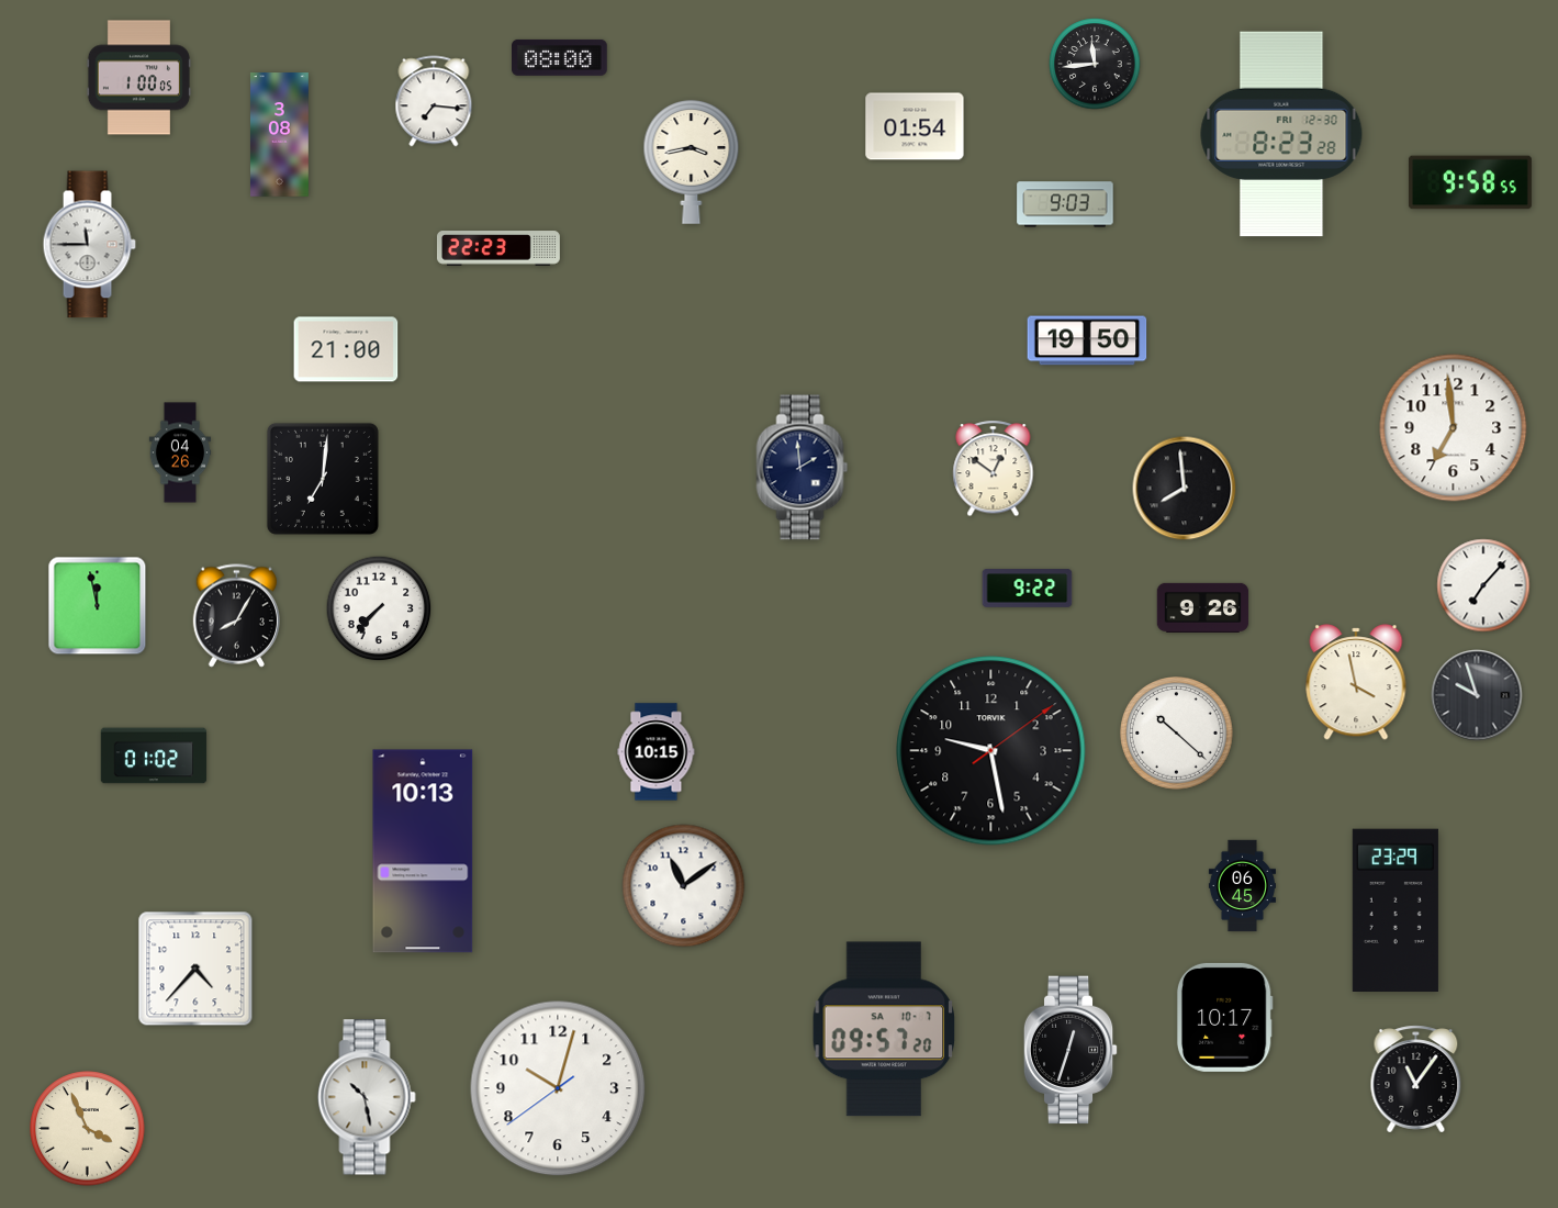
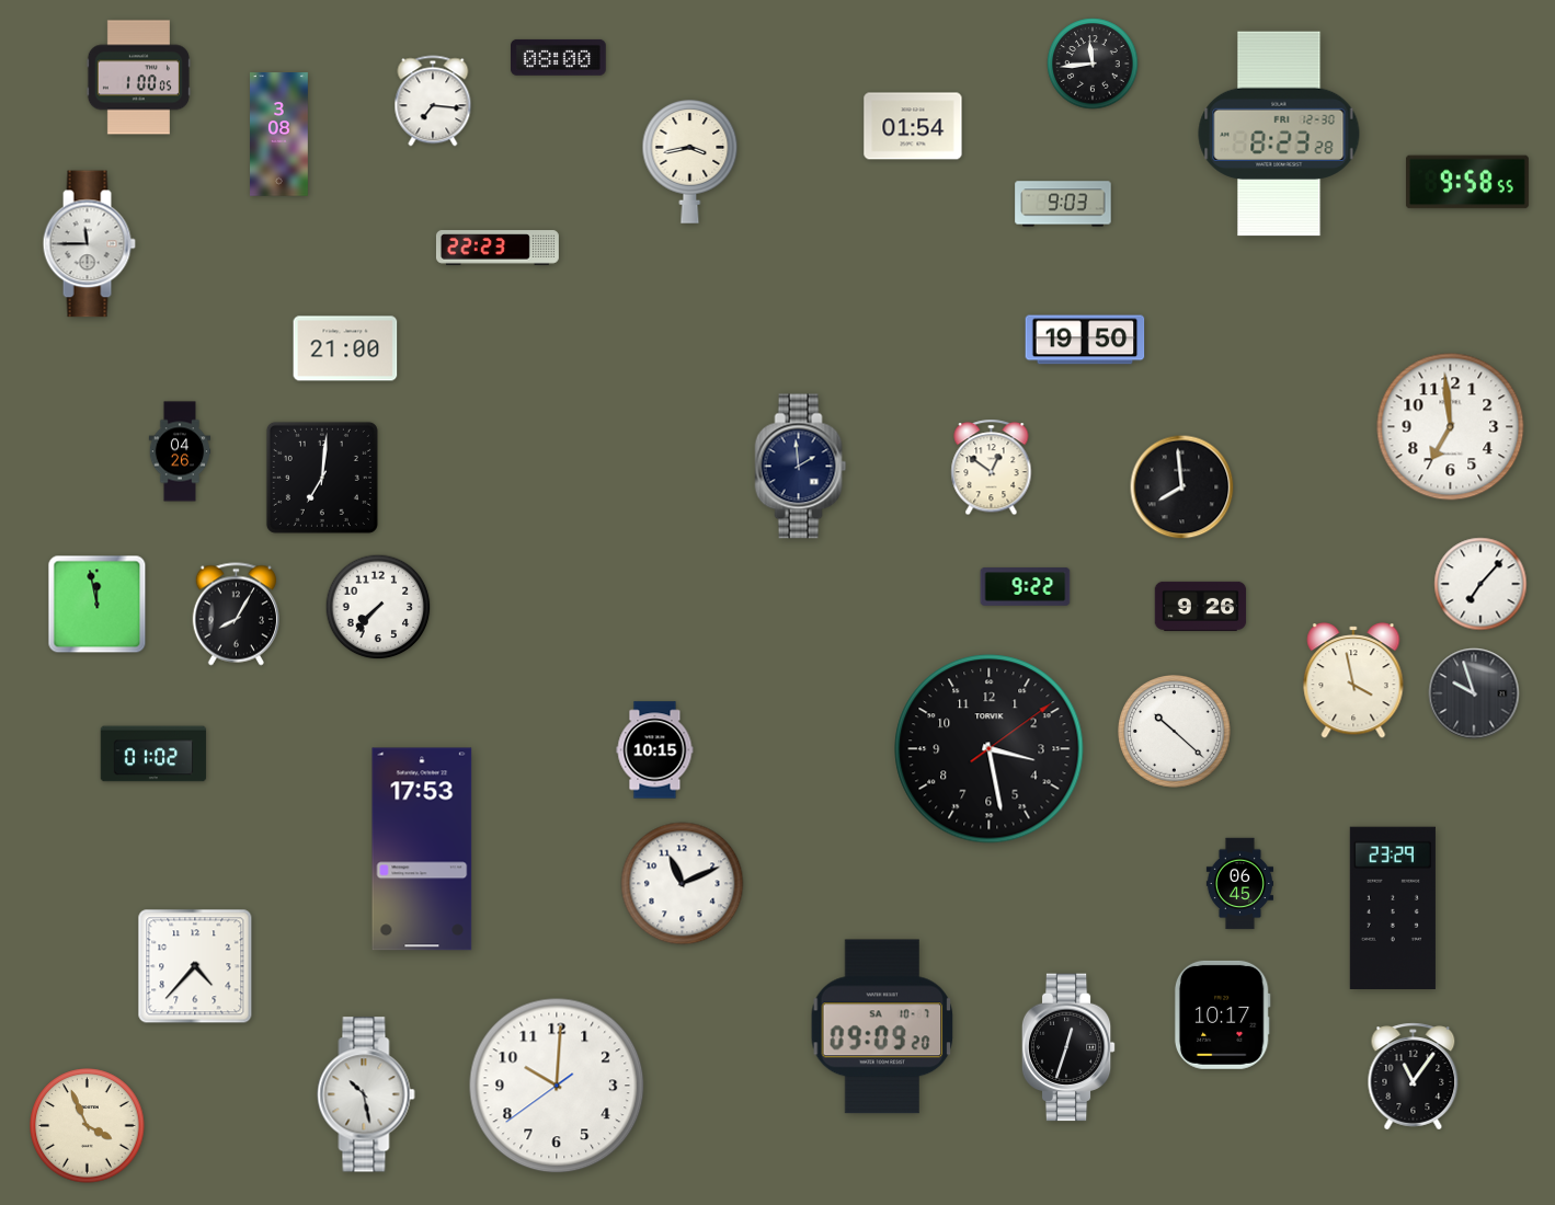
clock at (991, 751): 9:28 -> 3:28
clock at (423, 851): 10:13 -> 17:53
clock at (684, 886): 11:09 -> 11:11
clock at (884, 1029): 09:57 -> 09:09
clock at (558, 1088): 10:02 -> 10:00
